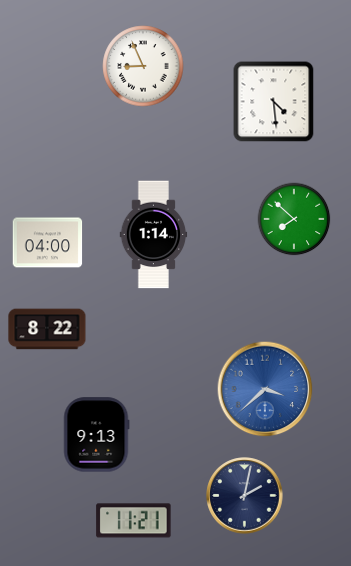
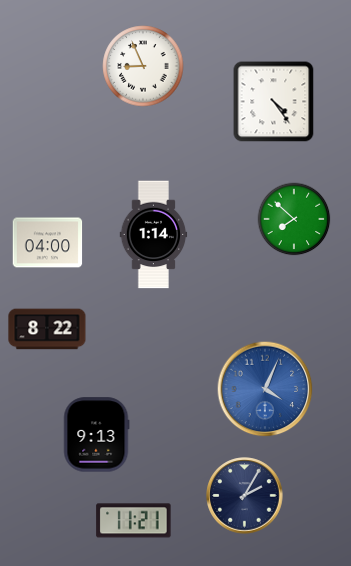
clock at (274, 102): 4:29 -> 4:24
clock at (265, 389): 3:38 -> 4:04
clock at (245, 496): 2:02 -> 2:05
